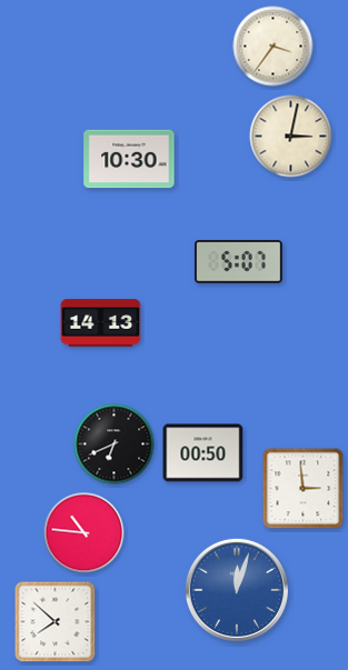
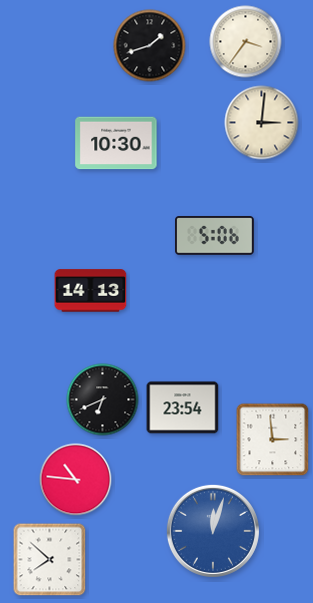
clock at (150, 46): none -> 1:42
clock at (291, 137): 3:02 -> 3:01
clock at (239, 262): 5:07 -> 5:06
clock at (203, 453): 00:50 -> 23:54
